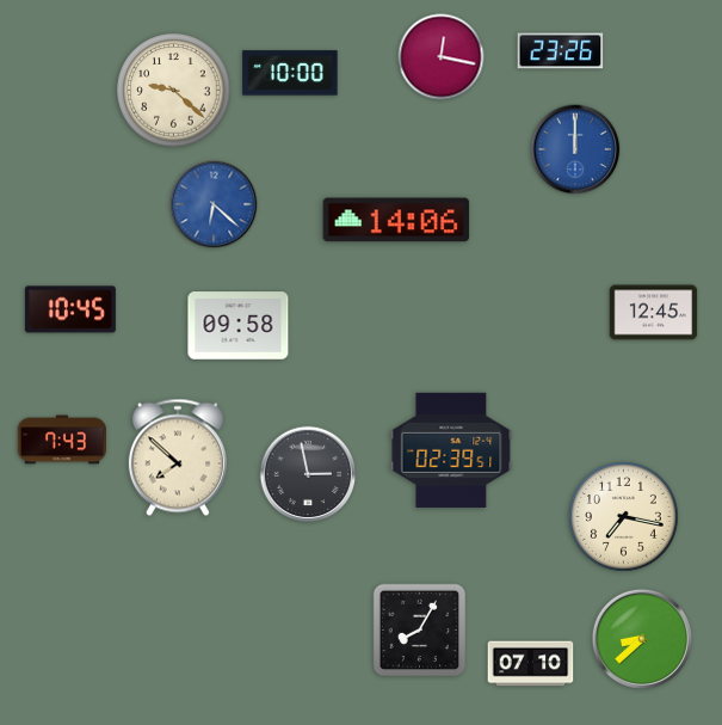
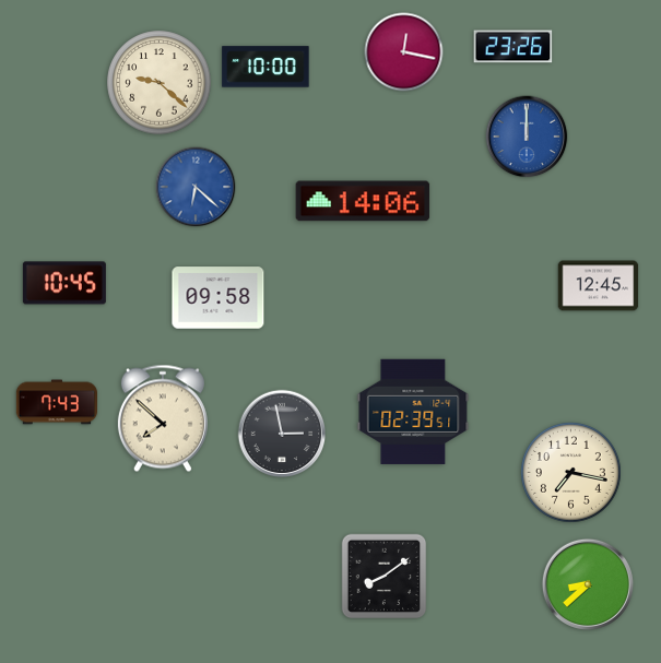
clock at (420, 631): 8:05 -> 8:09
clock at (531, 664): 07:10 -> none
